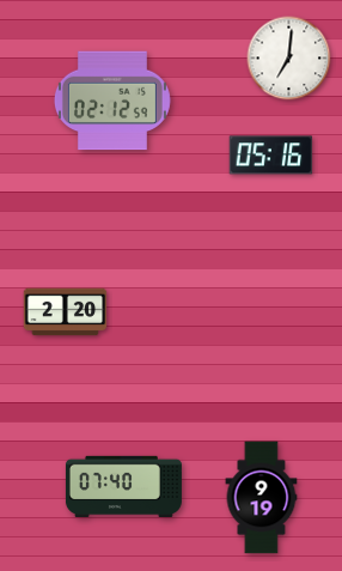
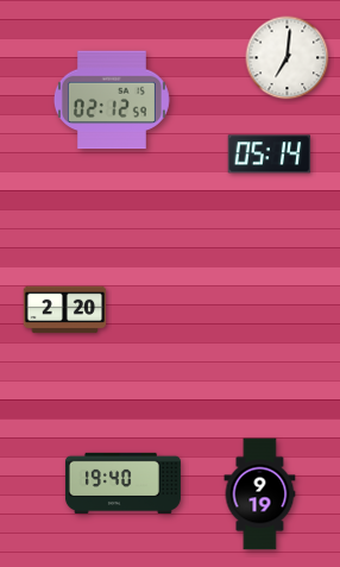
clock at (271, 156): 05:16 -> 05:14
clock at (123, 486): 07:40 -> 19:40
